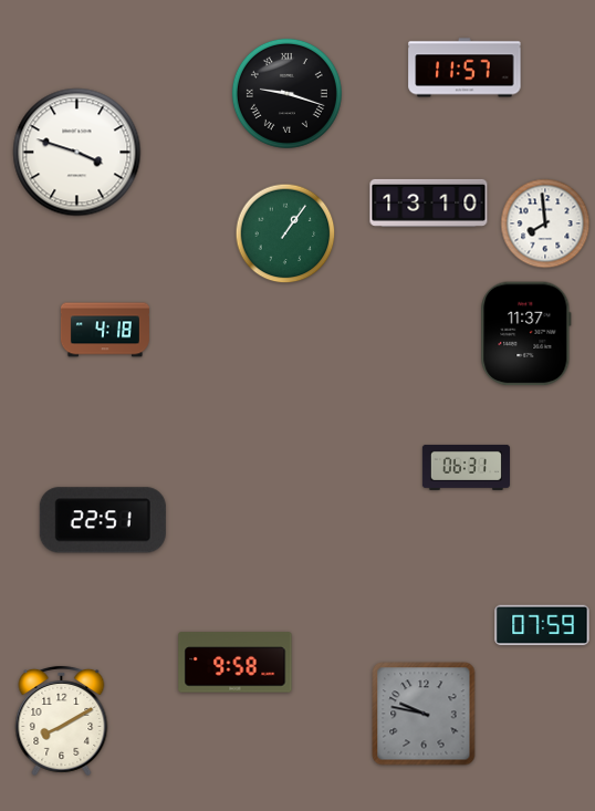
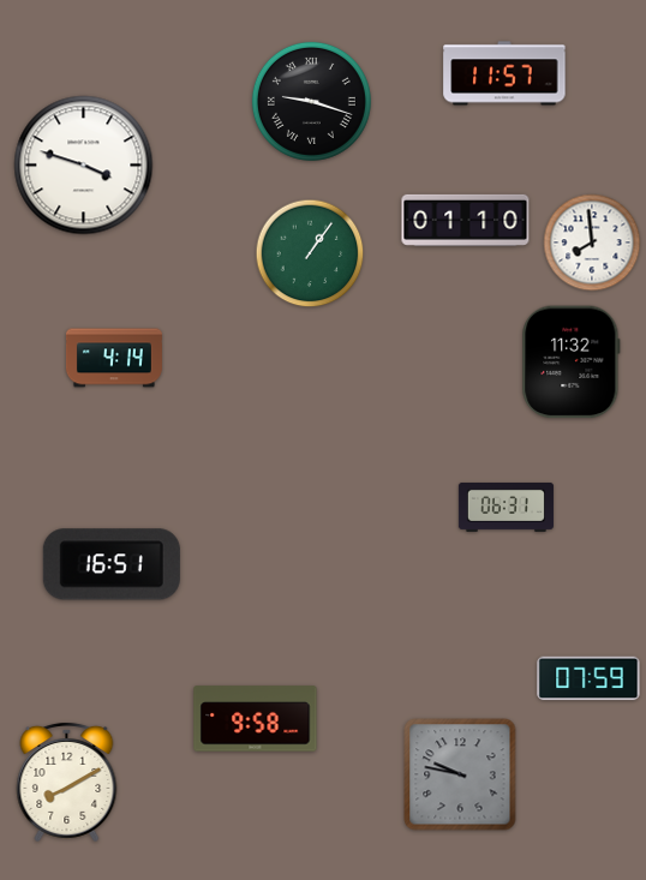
clock at (429, 202): 13:10 -> 01:10
clock at (105, 330): 4:18 -> 4:14
clock at (526, 334): 11:37 -> 11:32
clock at (103, 520): 22:51 -> 16:51
